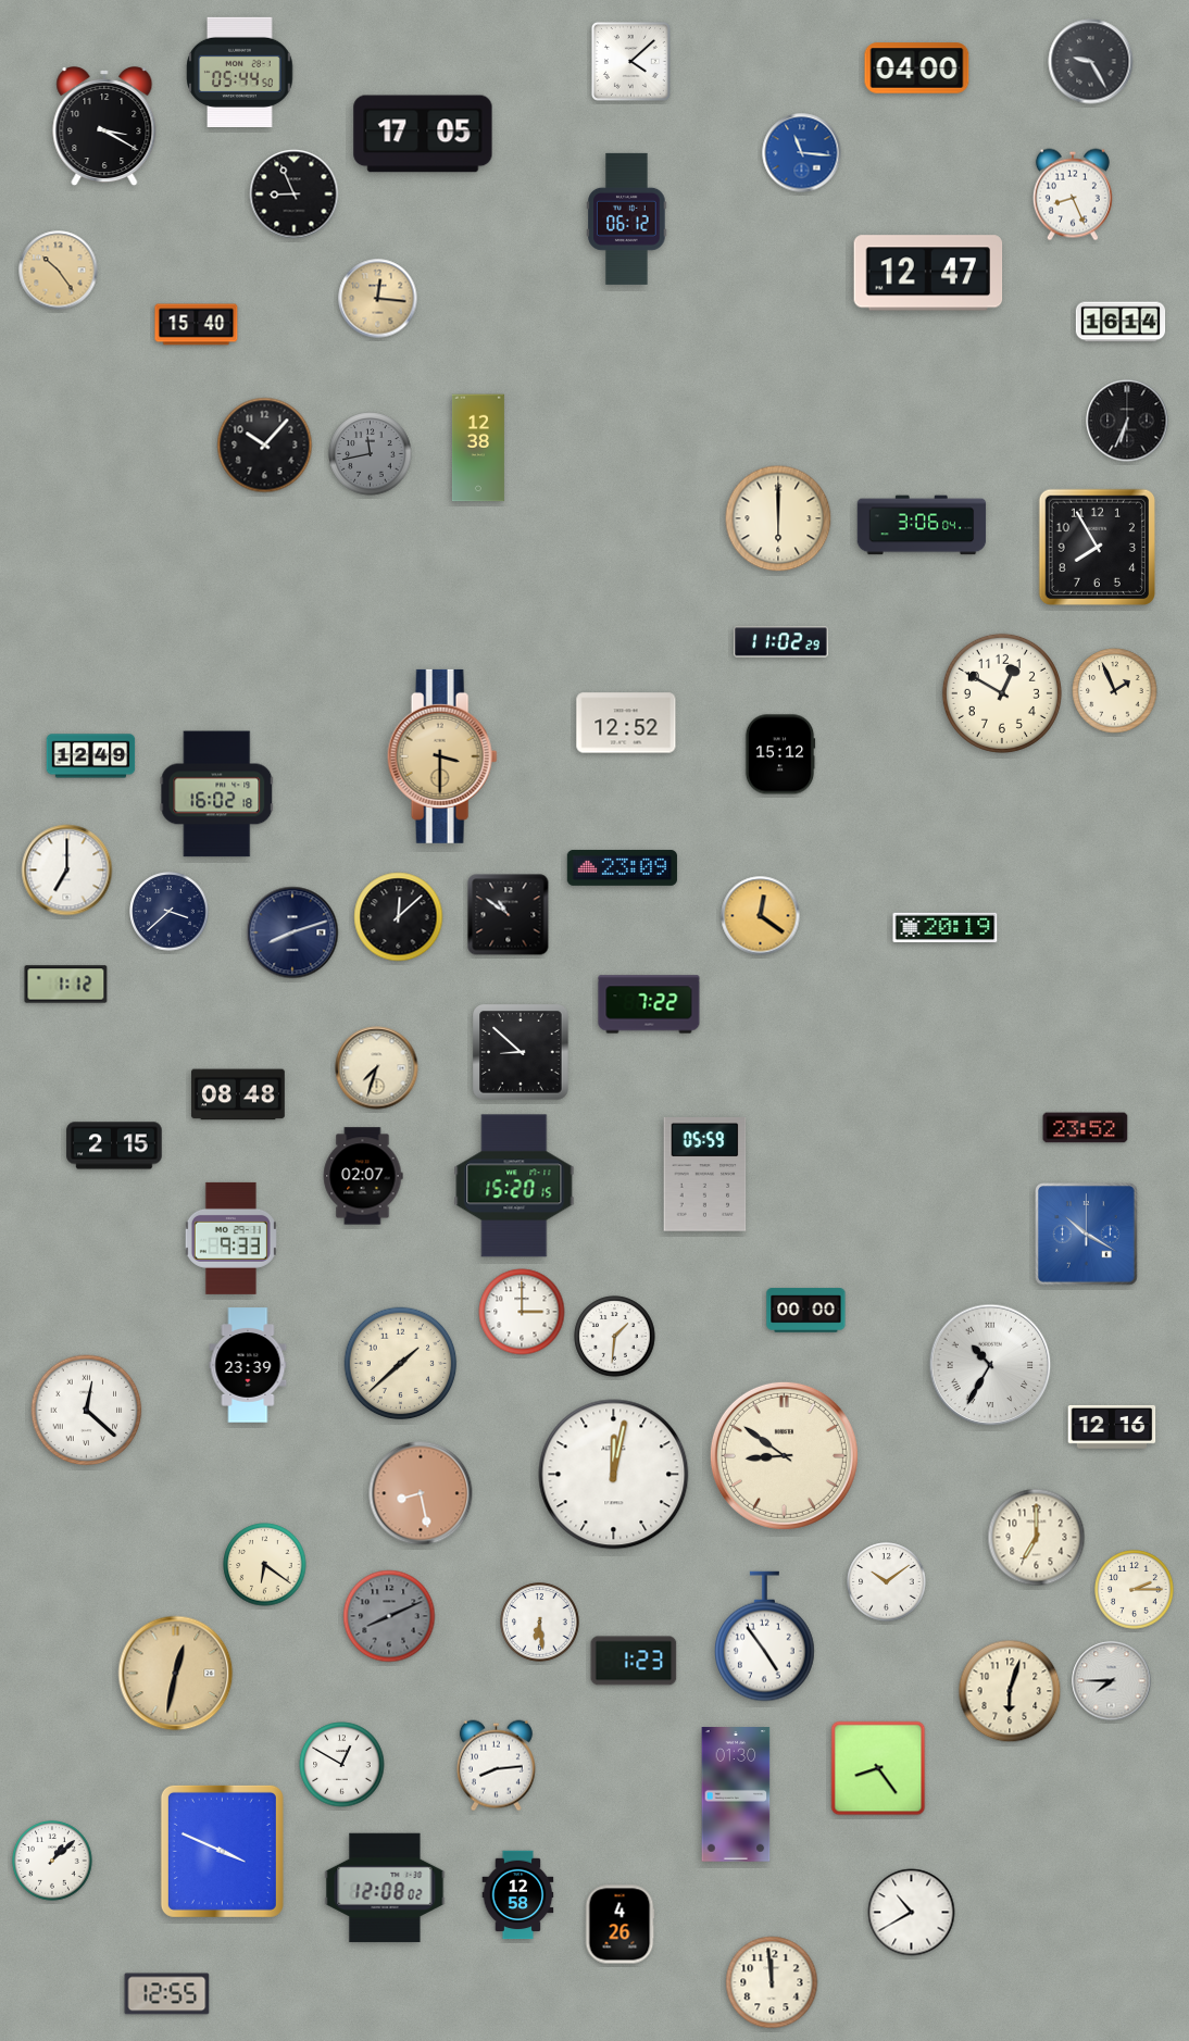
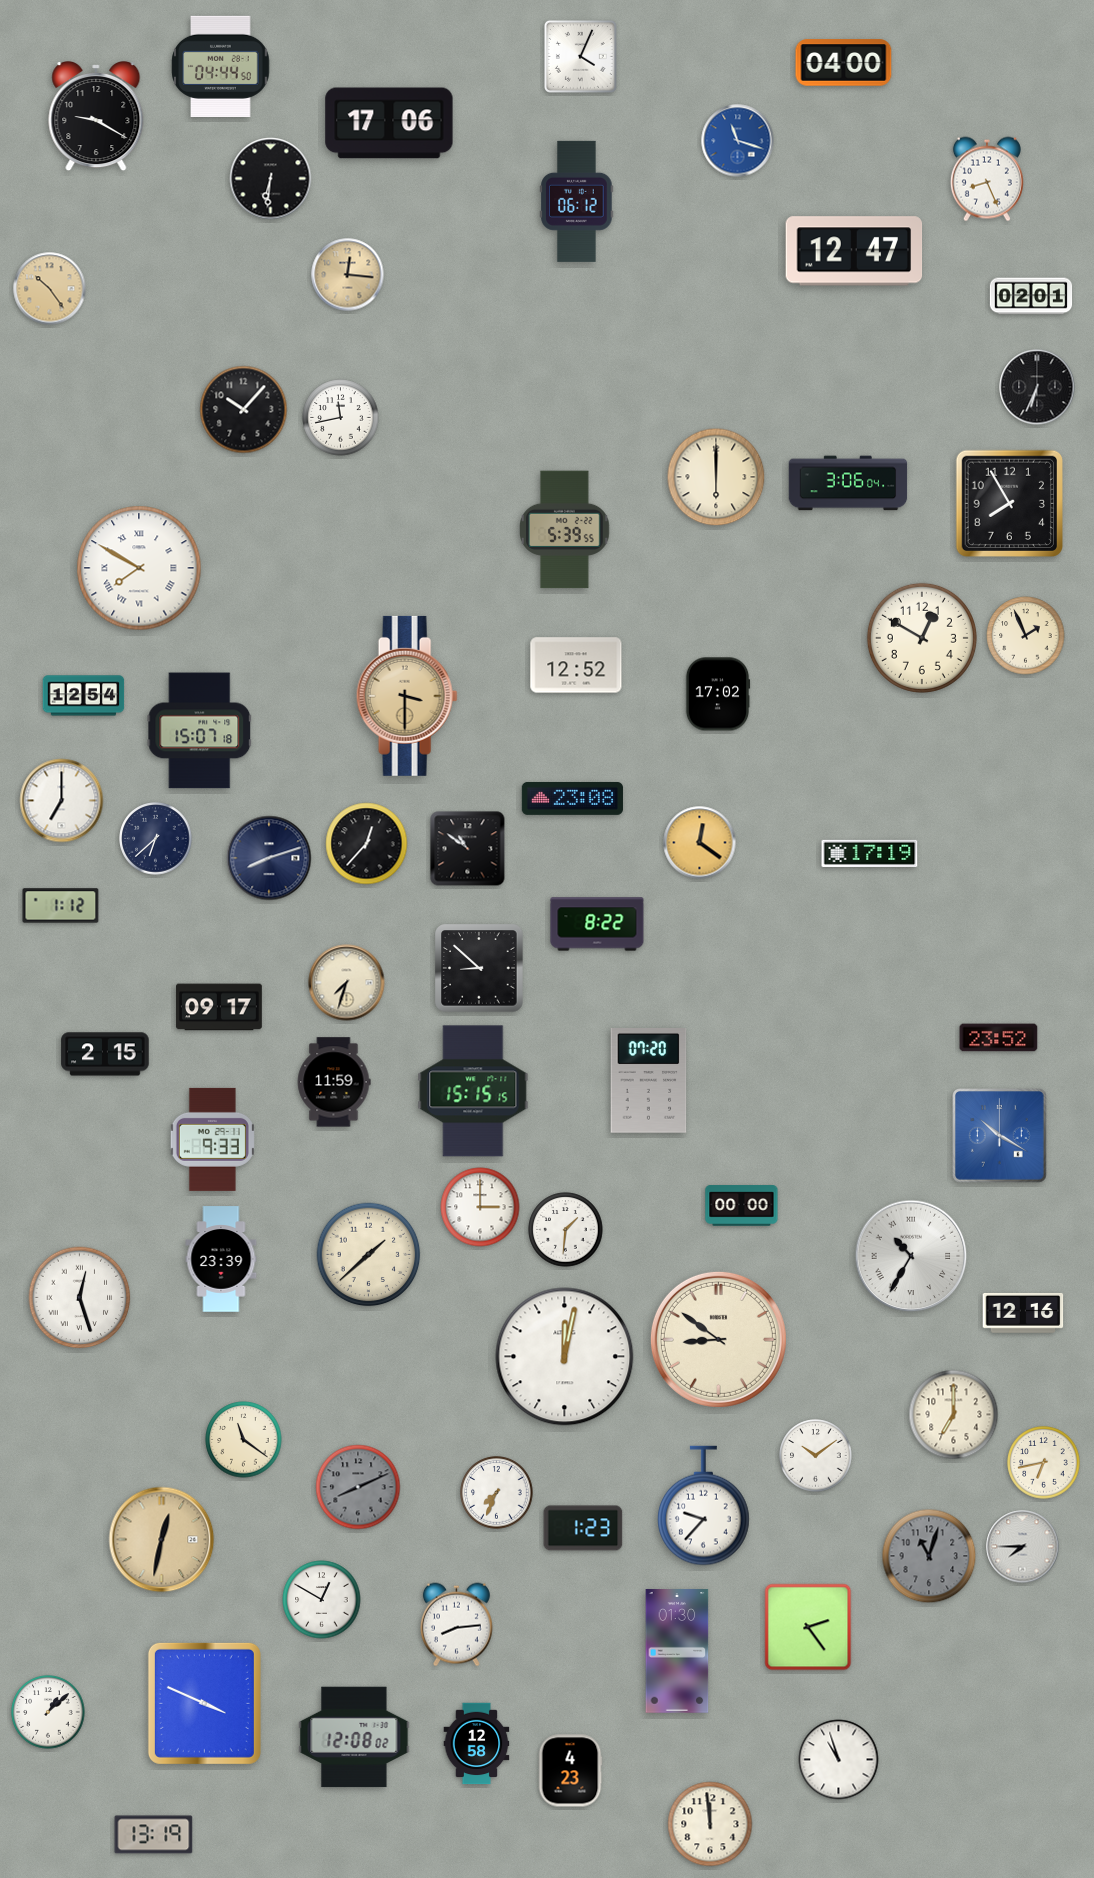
clock at (630, 61): 4:08 -> 4:04
clock at (1091, 62): 9:25 -> none
clock at (240, 72): 05:44 -> 04:44
clock at (104, 127): 3:20 -> 9:20
clock at (423, 134): 17:05 -> 17:06
clock at (802, 153): 11:16 -> 11:18
clock at (295, 195): 8:56 -> 6:31
clock at (59, 271) position: (59, 271) -> (50, 289)
clock at (1121, 322): 16:14 -> 02:01
clock at (197, 325): 15:40 -> none
clock at (478, 448): 12:38 -> none
clock at (371, 454) dial: grey -> white
clock at (565, 530): none -> 5:39
clock at (139, 568): none -> 7:50
clock at (781, 642): 11:02 -> none
clock at (780, 754): 15:12 -> 17:02
clock at (91, 756): 12:49 -> 12:54
clock at (217, 794): 16:02 -> 15:07
clock at (622, 867): 23:09 -> 23:08
clock at (170, 912): 3:38 -> 6:38
clock at (509, 915) position: (509, 915) -> (468, 849)
clock at (399, 917): 12:08 -> 12:37
clock at (946, 927): 20:19 -> 17:19
clock at (649, 1004): 7:22 -> 8:22
clock at (238, 1094): 08:48 -> 09:17
clock at (705, 1175): 05:59 -> 07:20
clock at (363, 1176): 02:07 -> 11:59
clock at (514, 1186): 15:20 -> 15:15
clock at (248, 1365) position: (248, 1365) -> (221, 1259)
clock at (87, 1411): 12:22 -> 12:27
clock at (784, 1455) position: (784, 1455) -> (718, 1339)
clock at (421, 1493): 8:28 -> none
clock at (265, 1565): 6:21 -> 11:21
clock at (1135, 1590): 2:15 -> 6:43
clock at (540, 1623): 6:29 -> 7:34
clock at (765, 1637): 4:54 -> 9:37
clock at (1010, 1691): 6:03 -> 11:03
clock at (1010, 1691) dial: cream -> grey
clock at (342, 1765) position: (342, 1765) -> (322, 1600)
clock at (878, 1768): 8:24 -> 2:24
clock at (912, 1913): 10:40 -> 10:57
clock at (619, 1925): 4:26 -> 4:23
clock at (167, 1994): 12:55 -> 13:19
